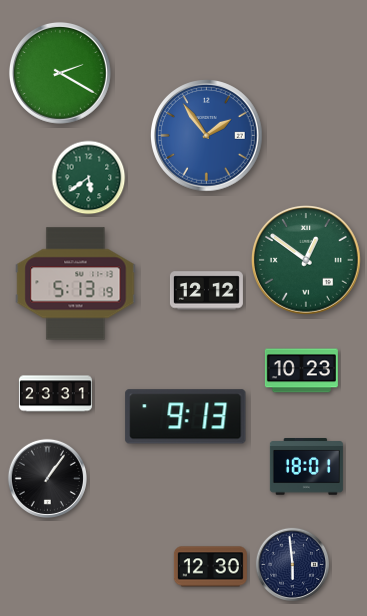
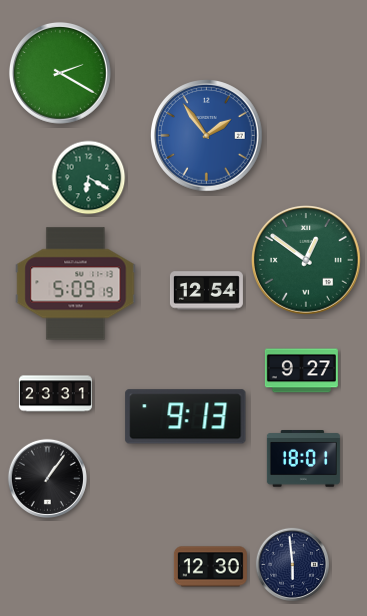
clock at (89, 178): 5:39 -> 6:20
clock at (76, 284): 5:13 -> 5:09
clock at (206, 291): 12:12 -> 12:54
clock at (301, 371): 10:23 -> 9:27
clock at (306, 467) position: (306, 467) -> (303, 459)
